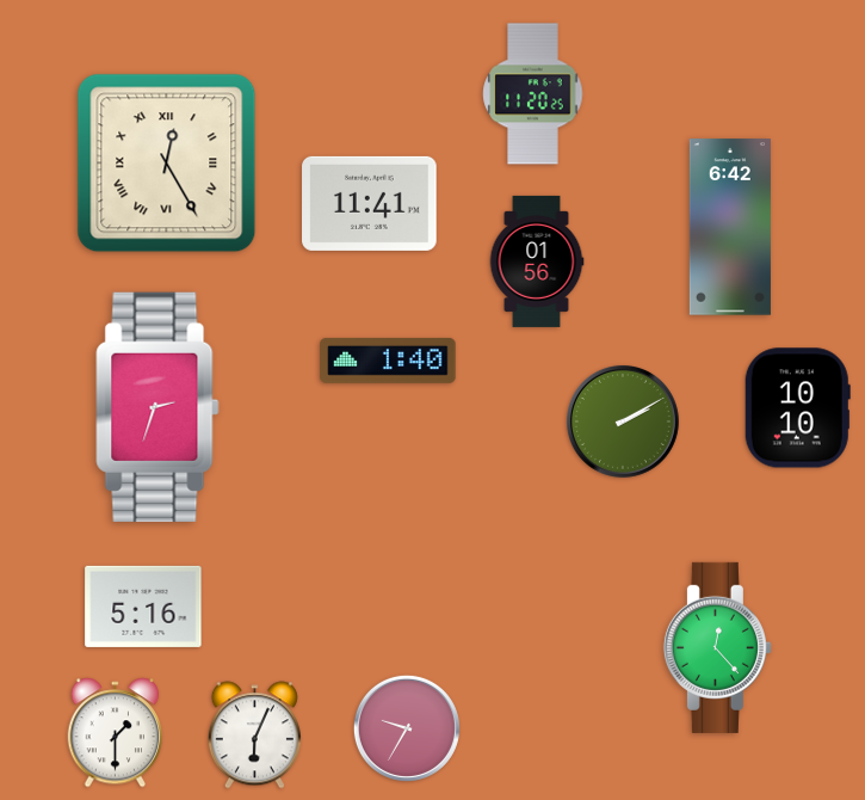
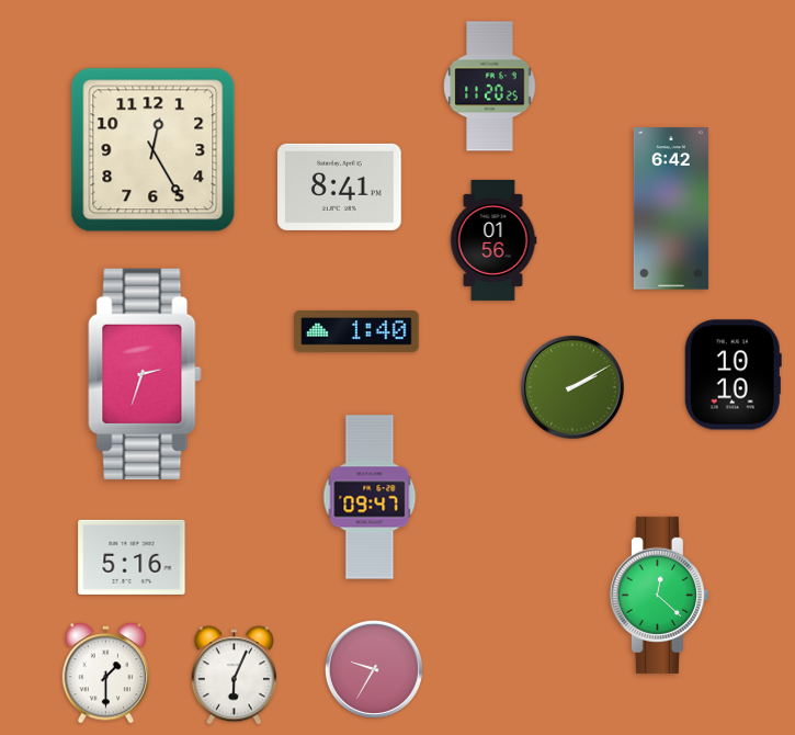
clock at (167, 164) numerals: Roman -> Arabic
clock at (370, 203): 11:41 -> 8:41
clock at (370, 497): none -> 09:47
clock at (717, 647): 12:23 -> 12:22
